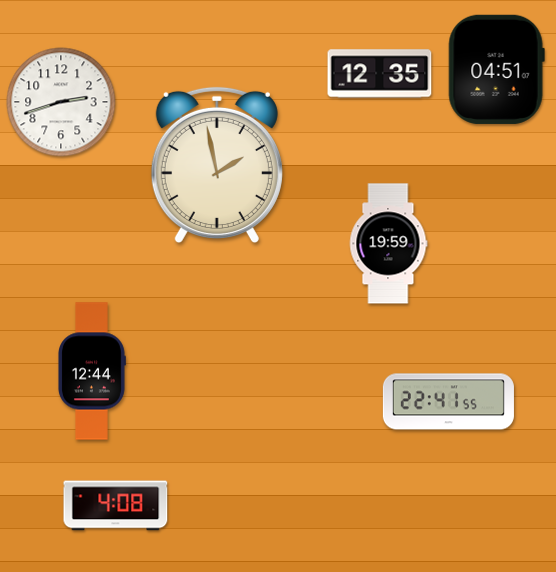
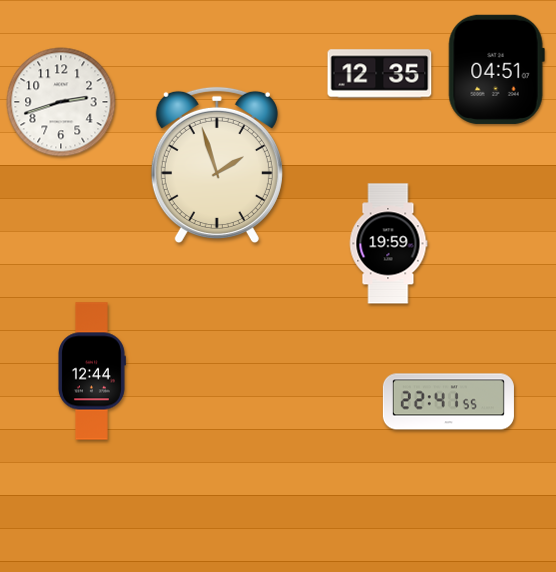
clock at (217, 165): 1:58 -> 1:57
clock at (116, 506): 4:08 -> none
